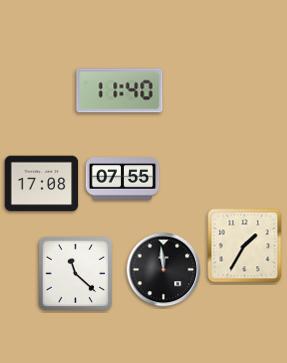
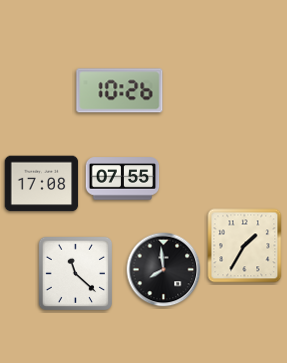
clock at (120, 91): 11:40 -> 10:26
clock at (164, 270): 11:59 -> 7:59
